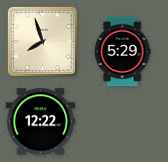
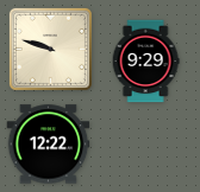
clock at (42, 41): 7:57 -> 9:48
clock at (122, 52): 5:29 -> 9:29
